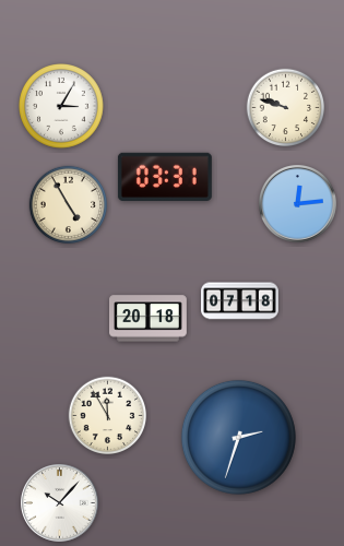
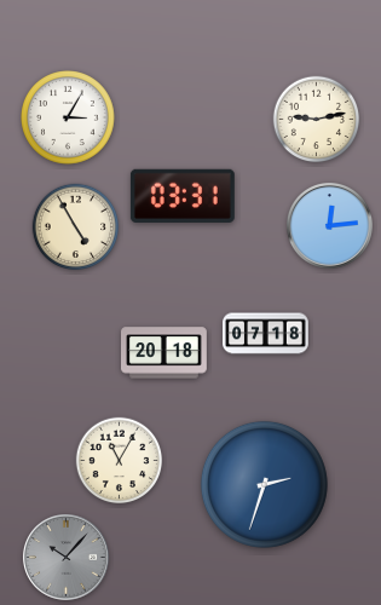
clock at (286, 108): 9:48 -> 9:13
clock at (108, 416): 11:55 -> 11:05
clock at (60, 503) dial: white -> grey
